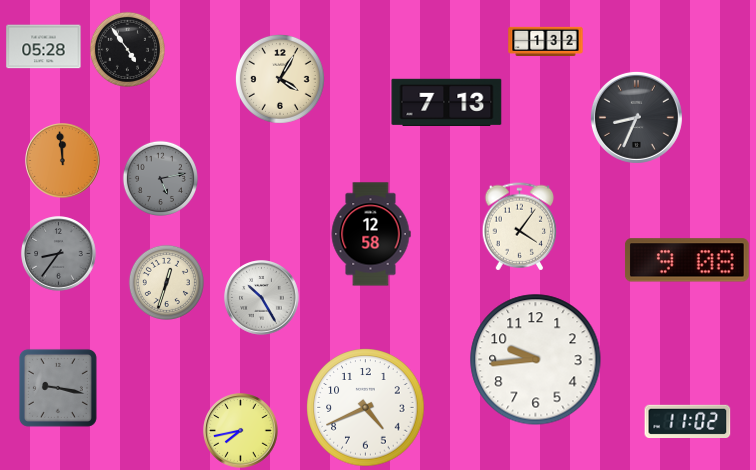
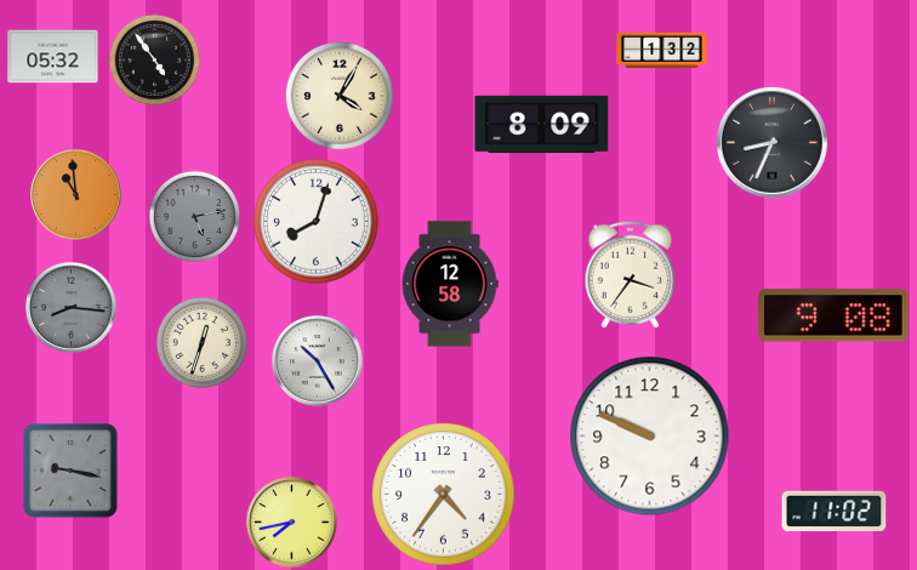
clock at (44, 47): 05:28 -> 05:32
clock at (447, 102): 7:13 -> 8:09
clock at (63, 161): 11:59 -> 10:59
clock at (317, 222): none -> 8:03
clock at (520, 227): 4:06 -> 3:36
clock at (59, 254): 8:36 -> 8:16
clock at (536, 360): 9:44 -> 9:49
clock at (366, 408): 4:41 -> 4:36
